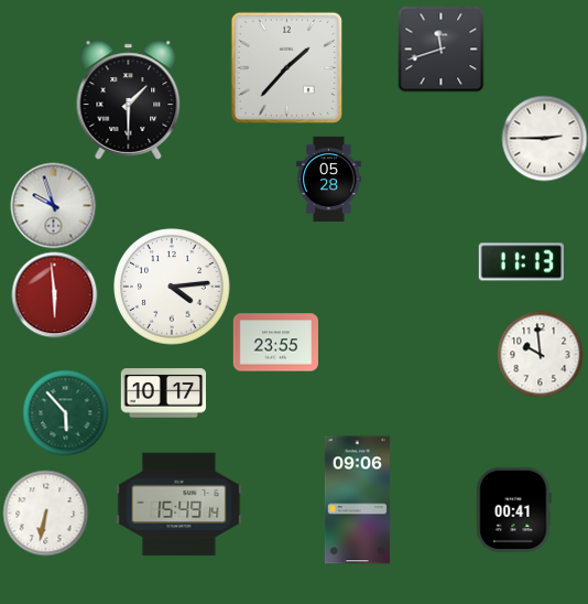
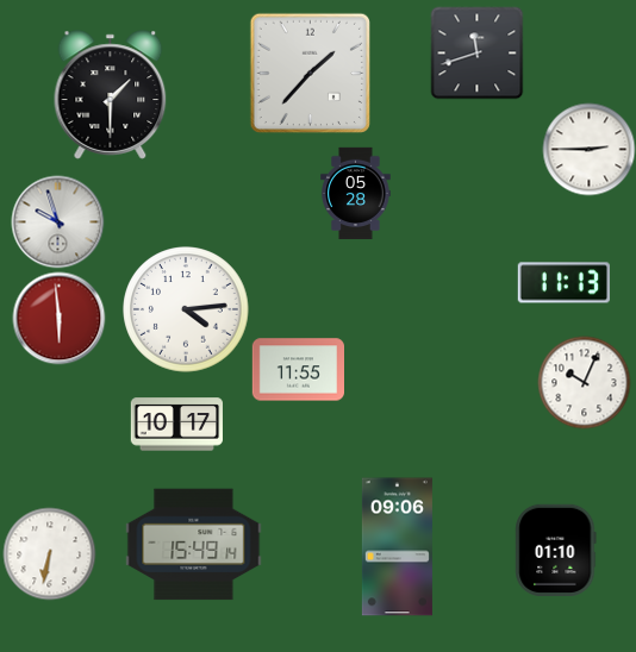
clock at (129, 100) position: (129, 100) -> (111, 95)
clock at (275, 343): 23:55 -> 11:55
clock at (540, 354): 9:59 -> 10:04
clock at (65, 412): 5:53 -> none
clock at (357, 500) position: (357, 500) -> (397, 547)
clock at (514, 509): 00:41 -> 01:10
